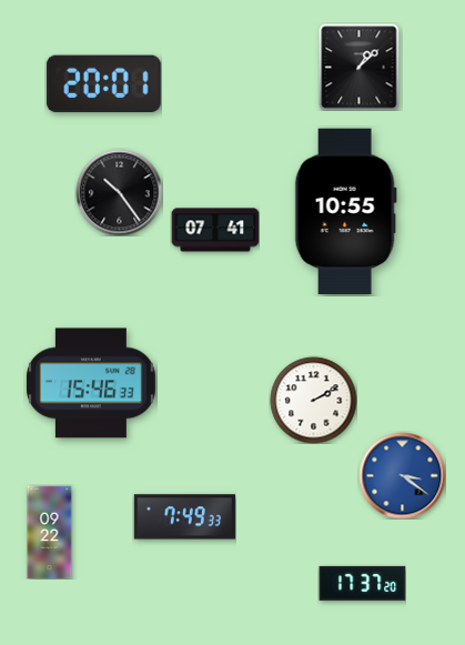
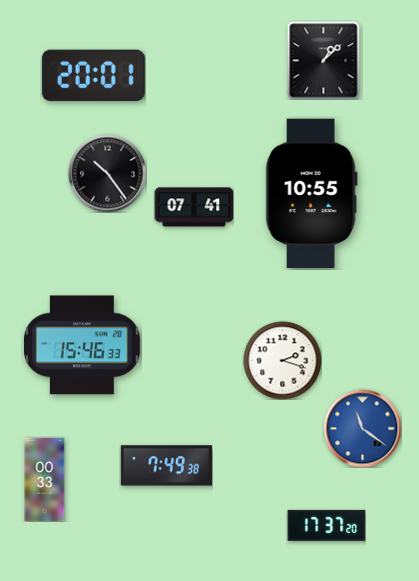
clock at (345, 212) position: (345, 212) -> (311, 194)
clock at (313, 400): 2:10 -> 2:18
clock at (402, 475): 3:21 -> 11:21
clock at (184, 517): 7:49:33 -> 7:49:38
clock at (50, 532): 09:22 -> 00:33
